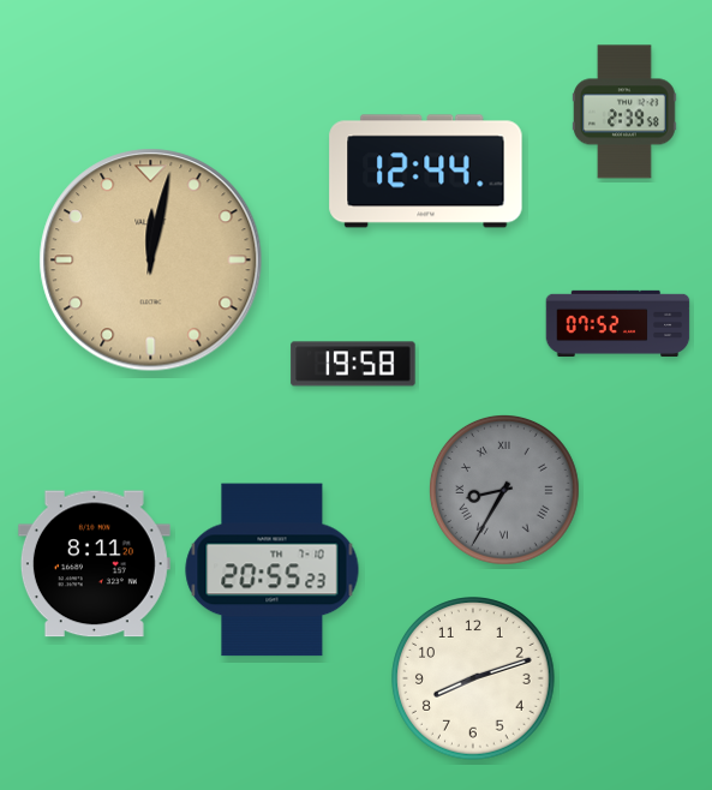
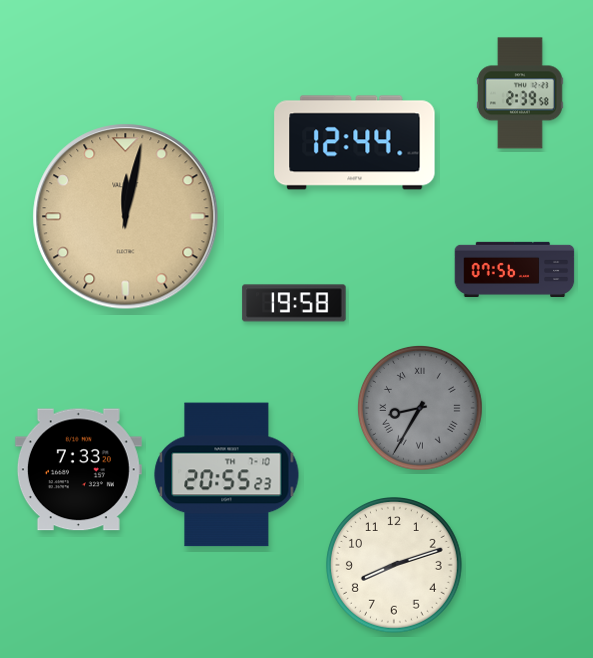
clock at (618, 323): 07:52 -> 07:56
clock at (94, 564): 8:11 -> 7:33
